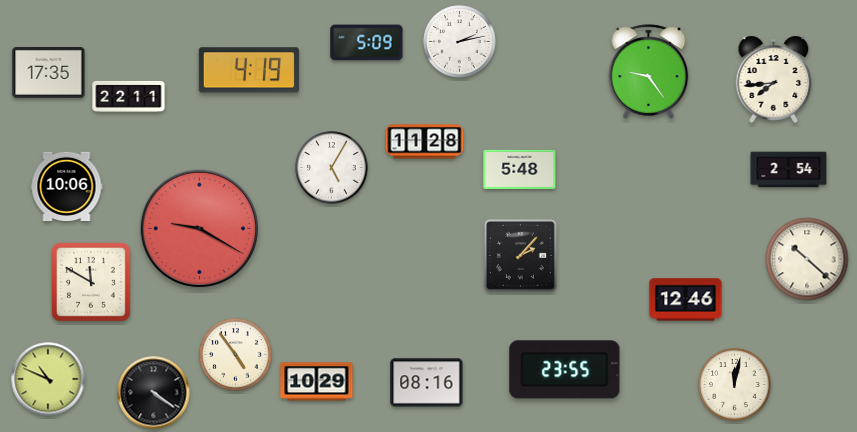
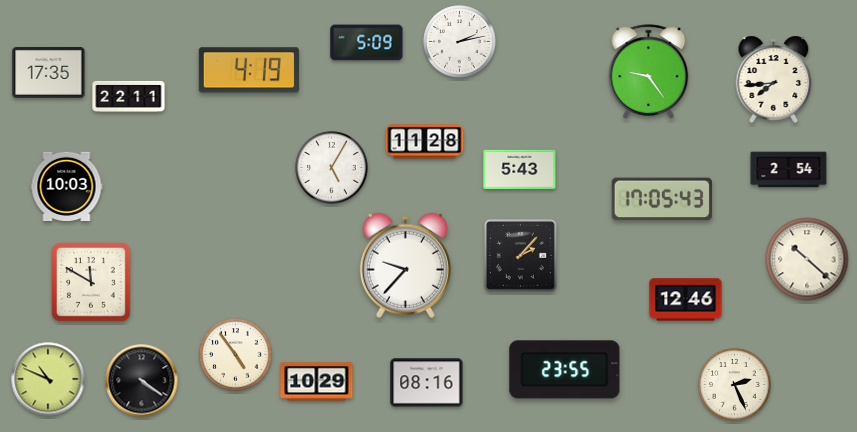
clock at (520, 169): 5:48 -> 5:43
clock at (67, 186): 10:06 -> 10:03
clock at (662, 199): none -> 17:05
clock at (200, 229): 9:20 -> none
clock at (405, 265): none -> 9:37
clock at (735, 385): 12:02 -> 2:26
clock at (154, 393) position: (154, 393) -> (142, 381)
